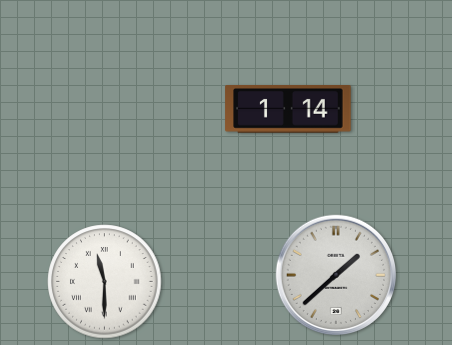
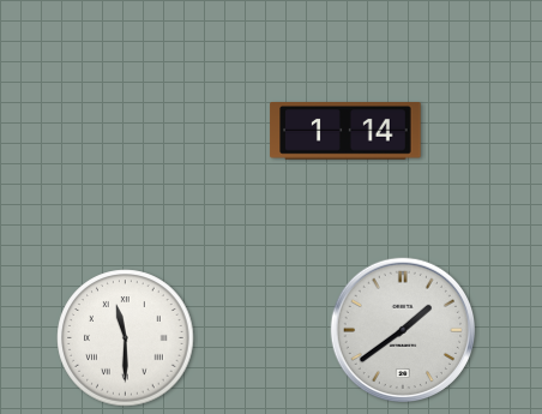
clock at (335, 274): 1:38 -> 1:39
